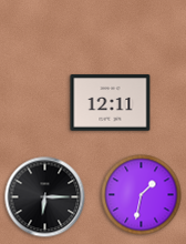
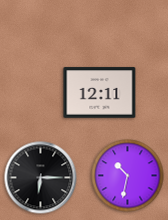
clock at (142, 195): 1:32 -> 10:32
